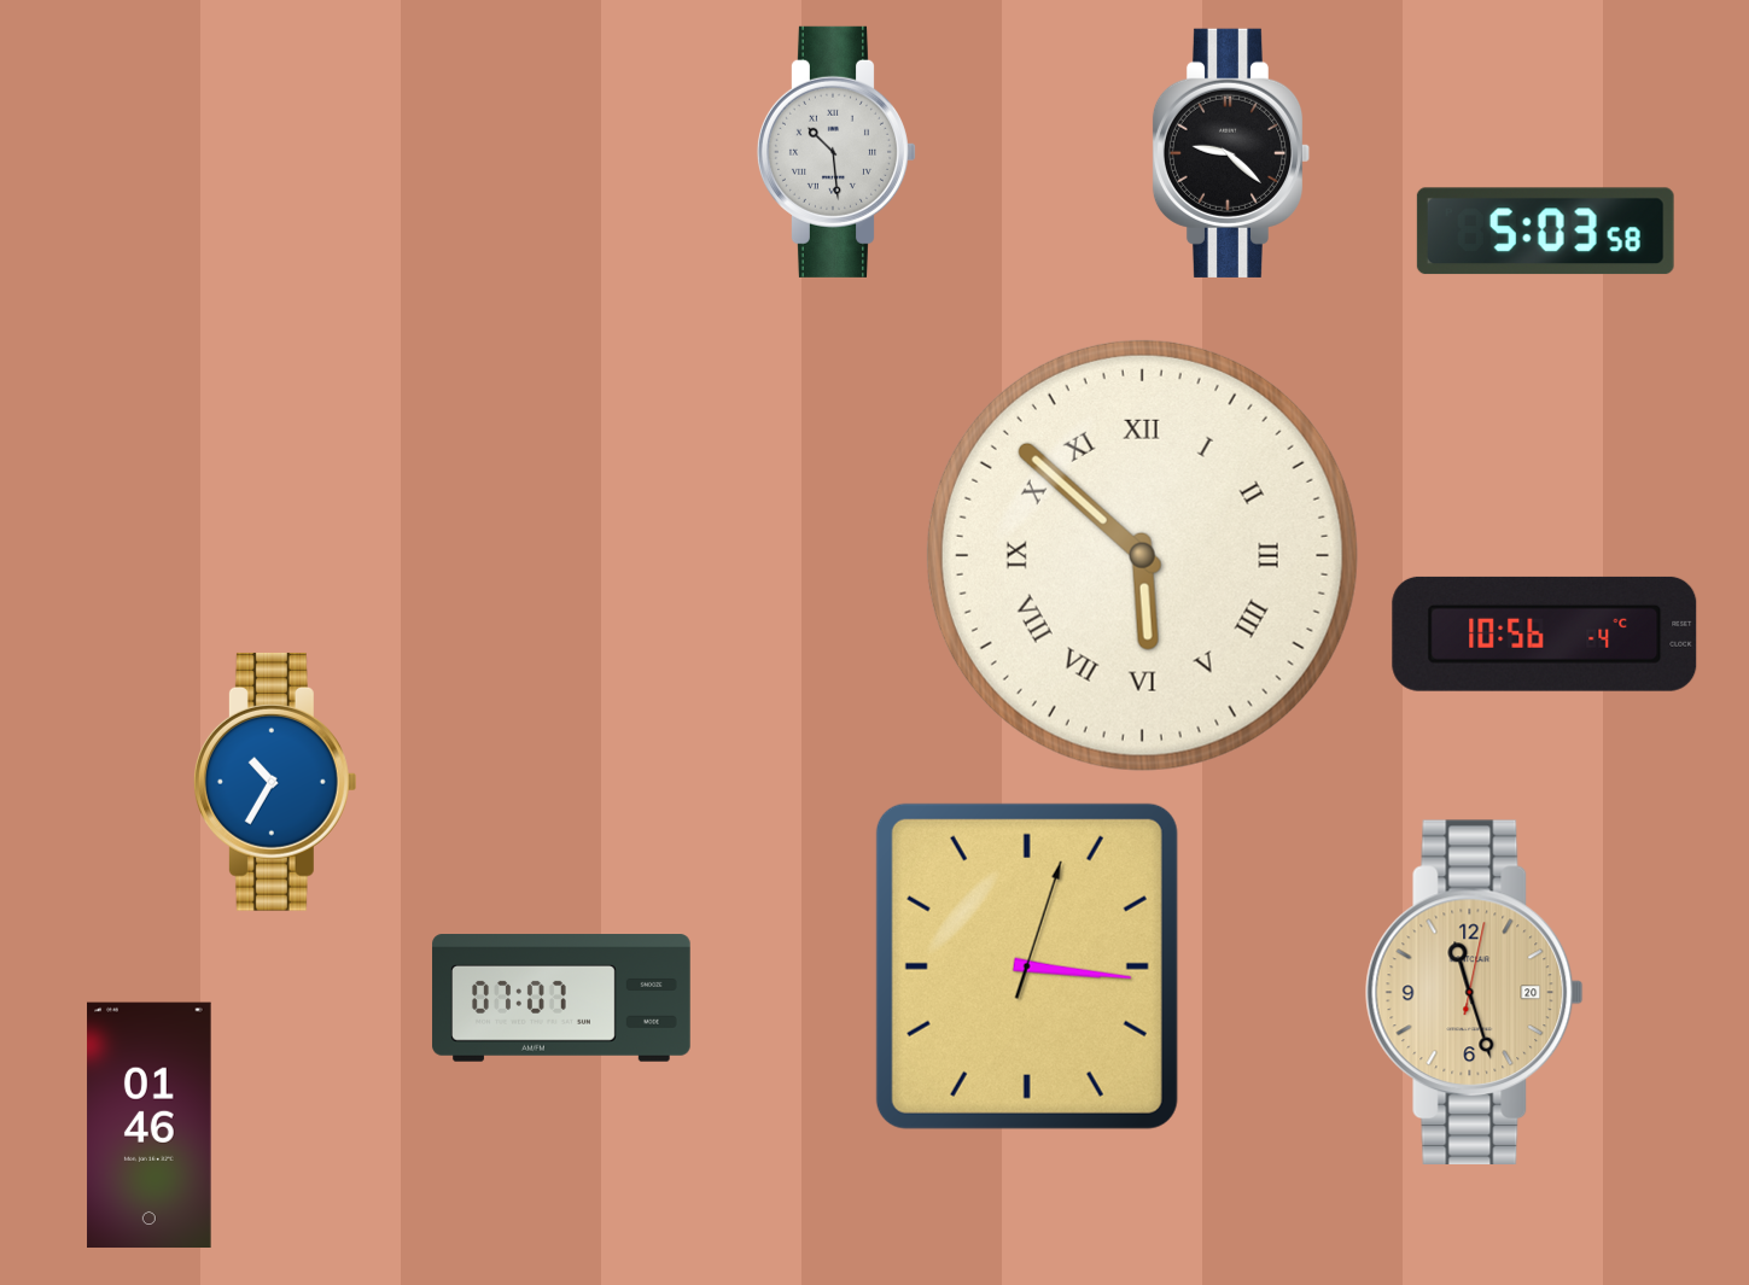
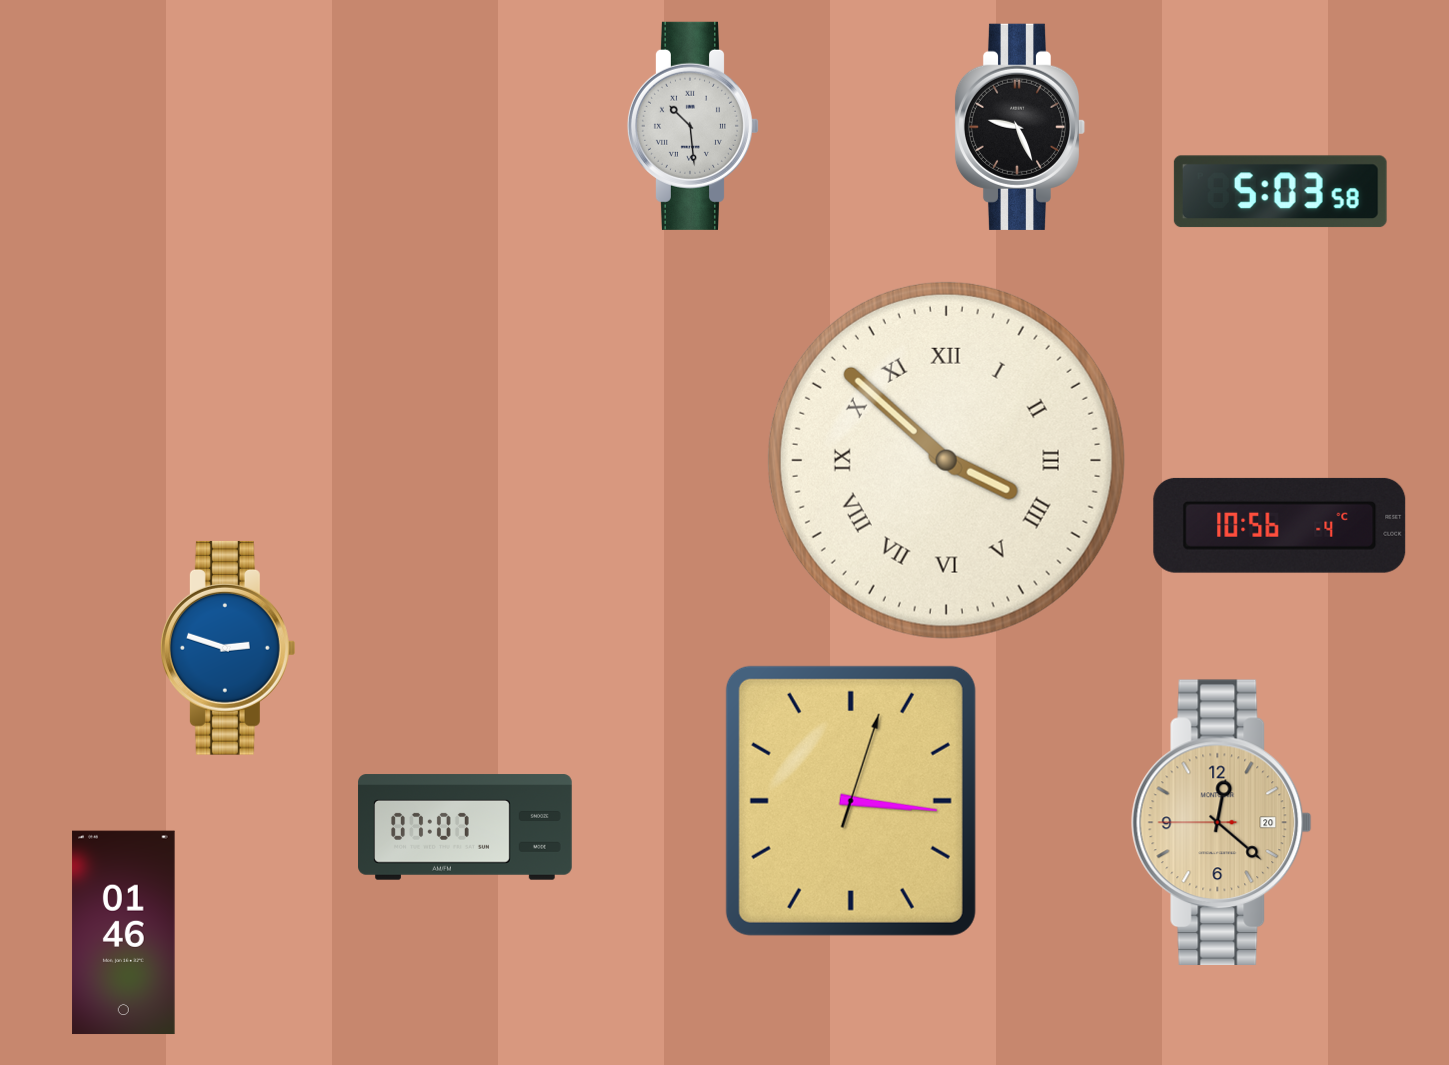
clock at (1231, 153): 9:22 -> 9:26
clock at (1142, 555): 5:52 -> 3:52
clock at (275, 782): 10:35 -> 2:48
clock at (1474, 992): 11:27 -> 12:21
